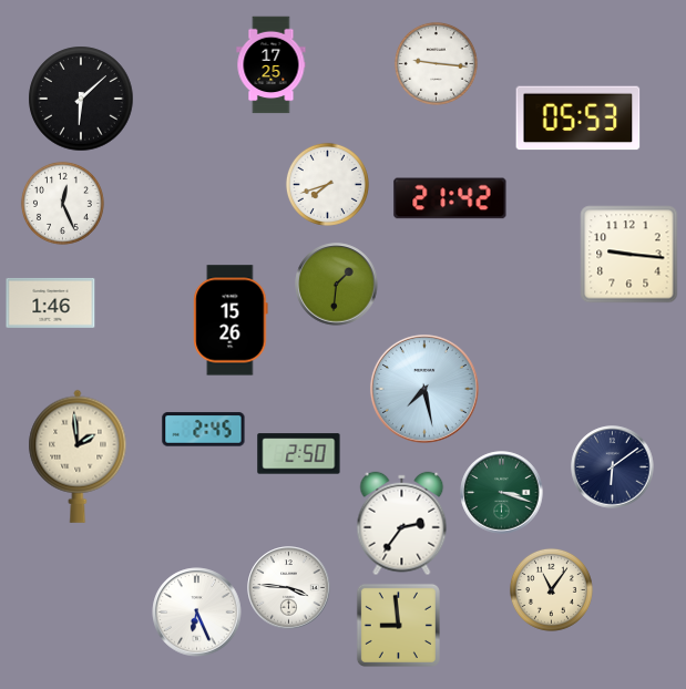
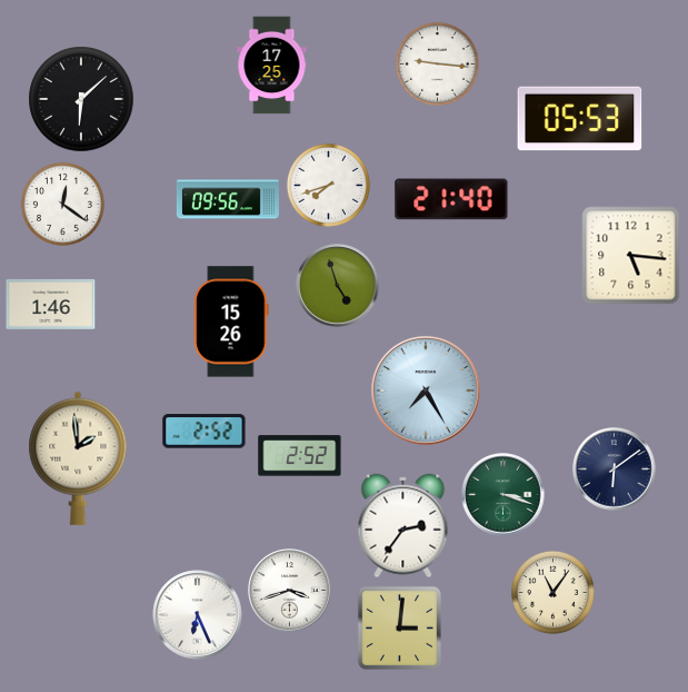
clock at (228, 199): none -> 09:56
clock at (450, 198): 21:42 -> 21:40
clock at (62, 203): 12:26 -> 12:21
clock at (629, 255): 9:16 -> 5:16
clock at (337, 285): 1:31 -> 4:57
clock at (424, 389): 7:28 -> 7:25
clock at (204, 430): 2:45 -> 2:52
clock at (299, 454): 2:50 -> 2:52
clock at (289, 588): 3:46 -> 3:42
clock at (398, 625): 8:59 -> 3:01
